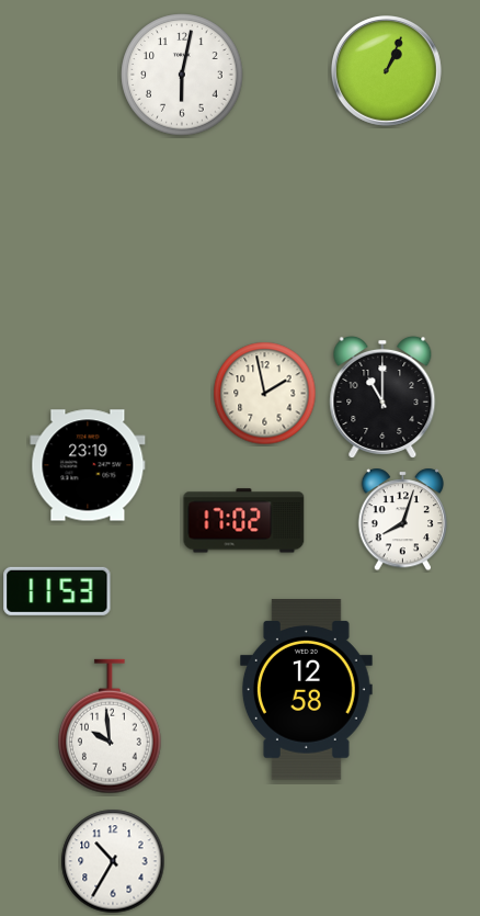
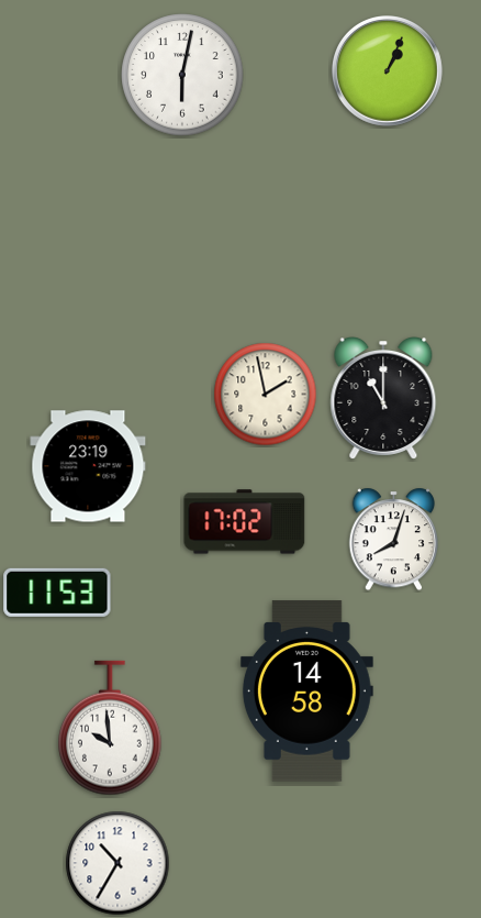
clock at (403, 520) position: (403, 520) -> (394, 540)
clock at (306, 690): 12:58 -> 14:58
clock at (113, 861) position: (113, 861) -> (118, 863)
